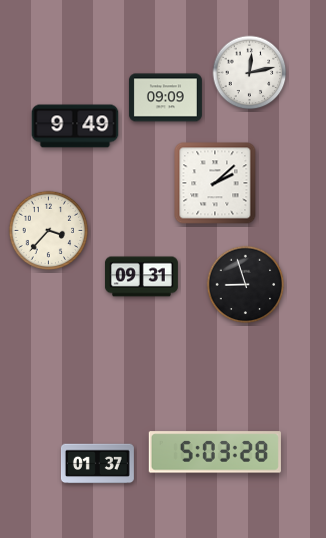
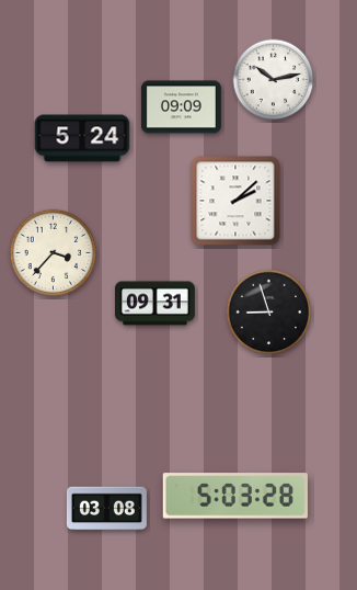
clock at (250, 73): 12:13 -> 10:13
clock at (75, 126): 9:49 -> 5:24
clock at (97, 464): 01:37 -> 03:08
